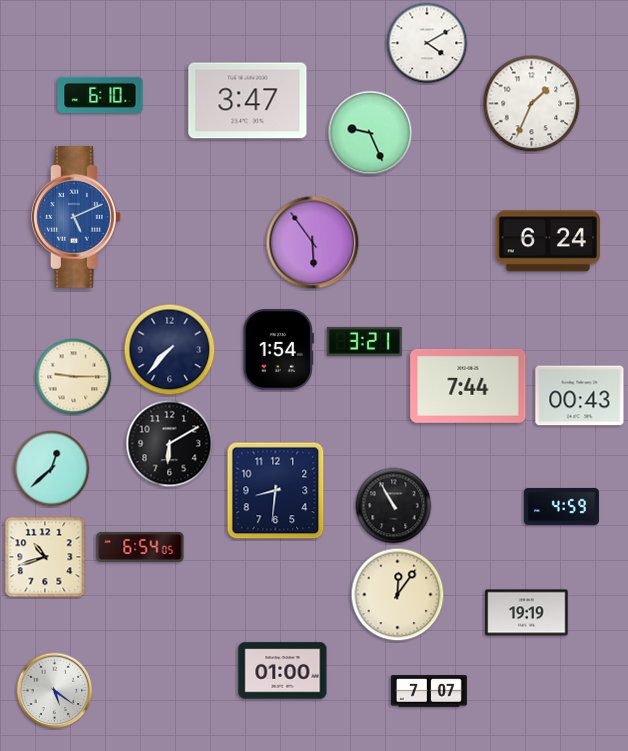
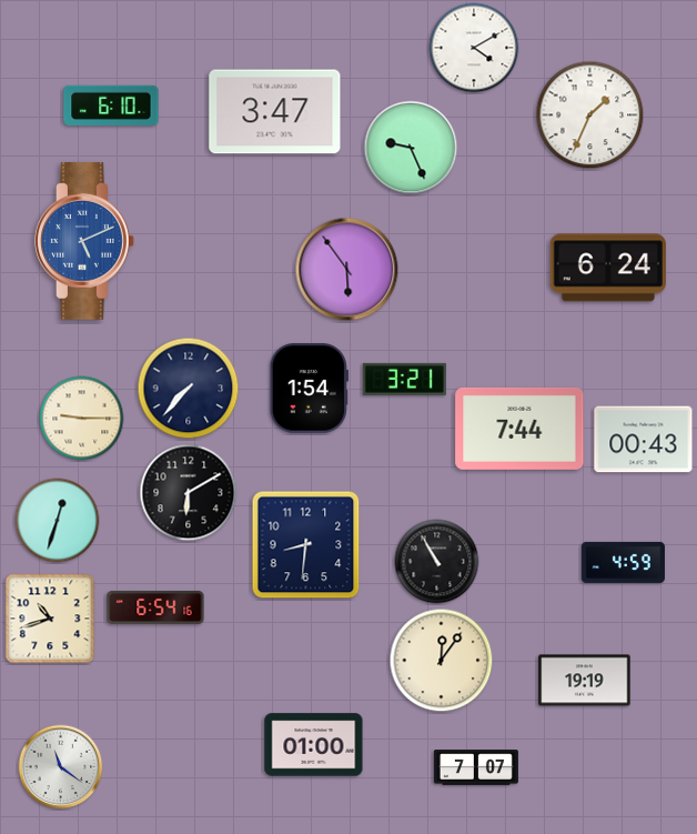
clock at (52, 469): 12:38 -> 12:33
clock at (140, 547): 6:54:05 -> 6:54:16
clock at (55, 691): 5:21 -> 11:21
